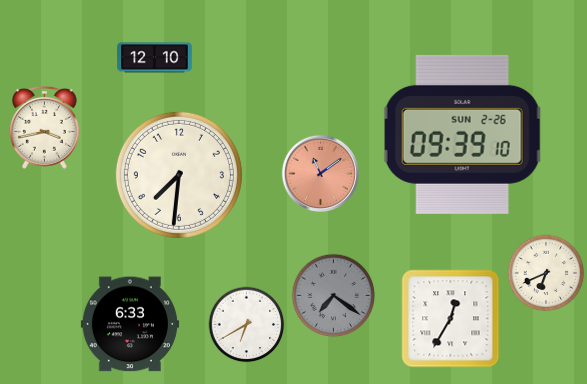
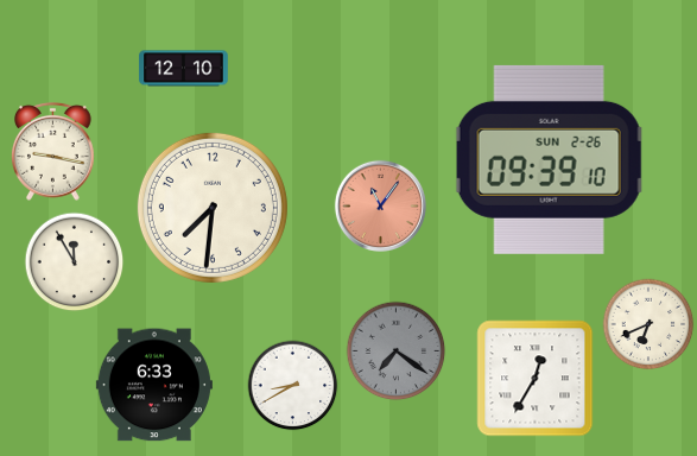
clock at (45, 127): 3:43 -> 9:17
clock at (320, 173): 11:09 -> 11:06
clock at (75, 262): none -> 11:55
clock at (247, 325): 6:40 -> 8:40
